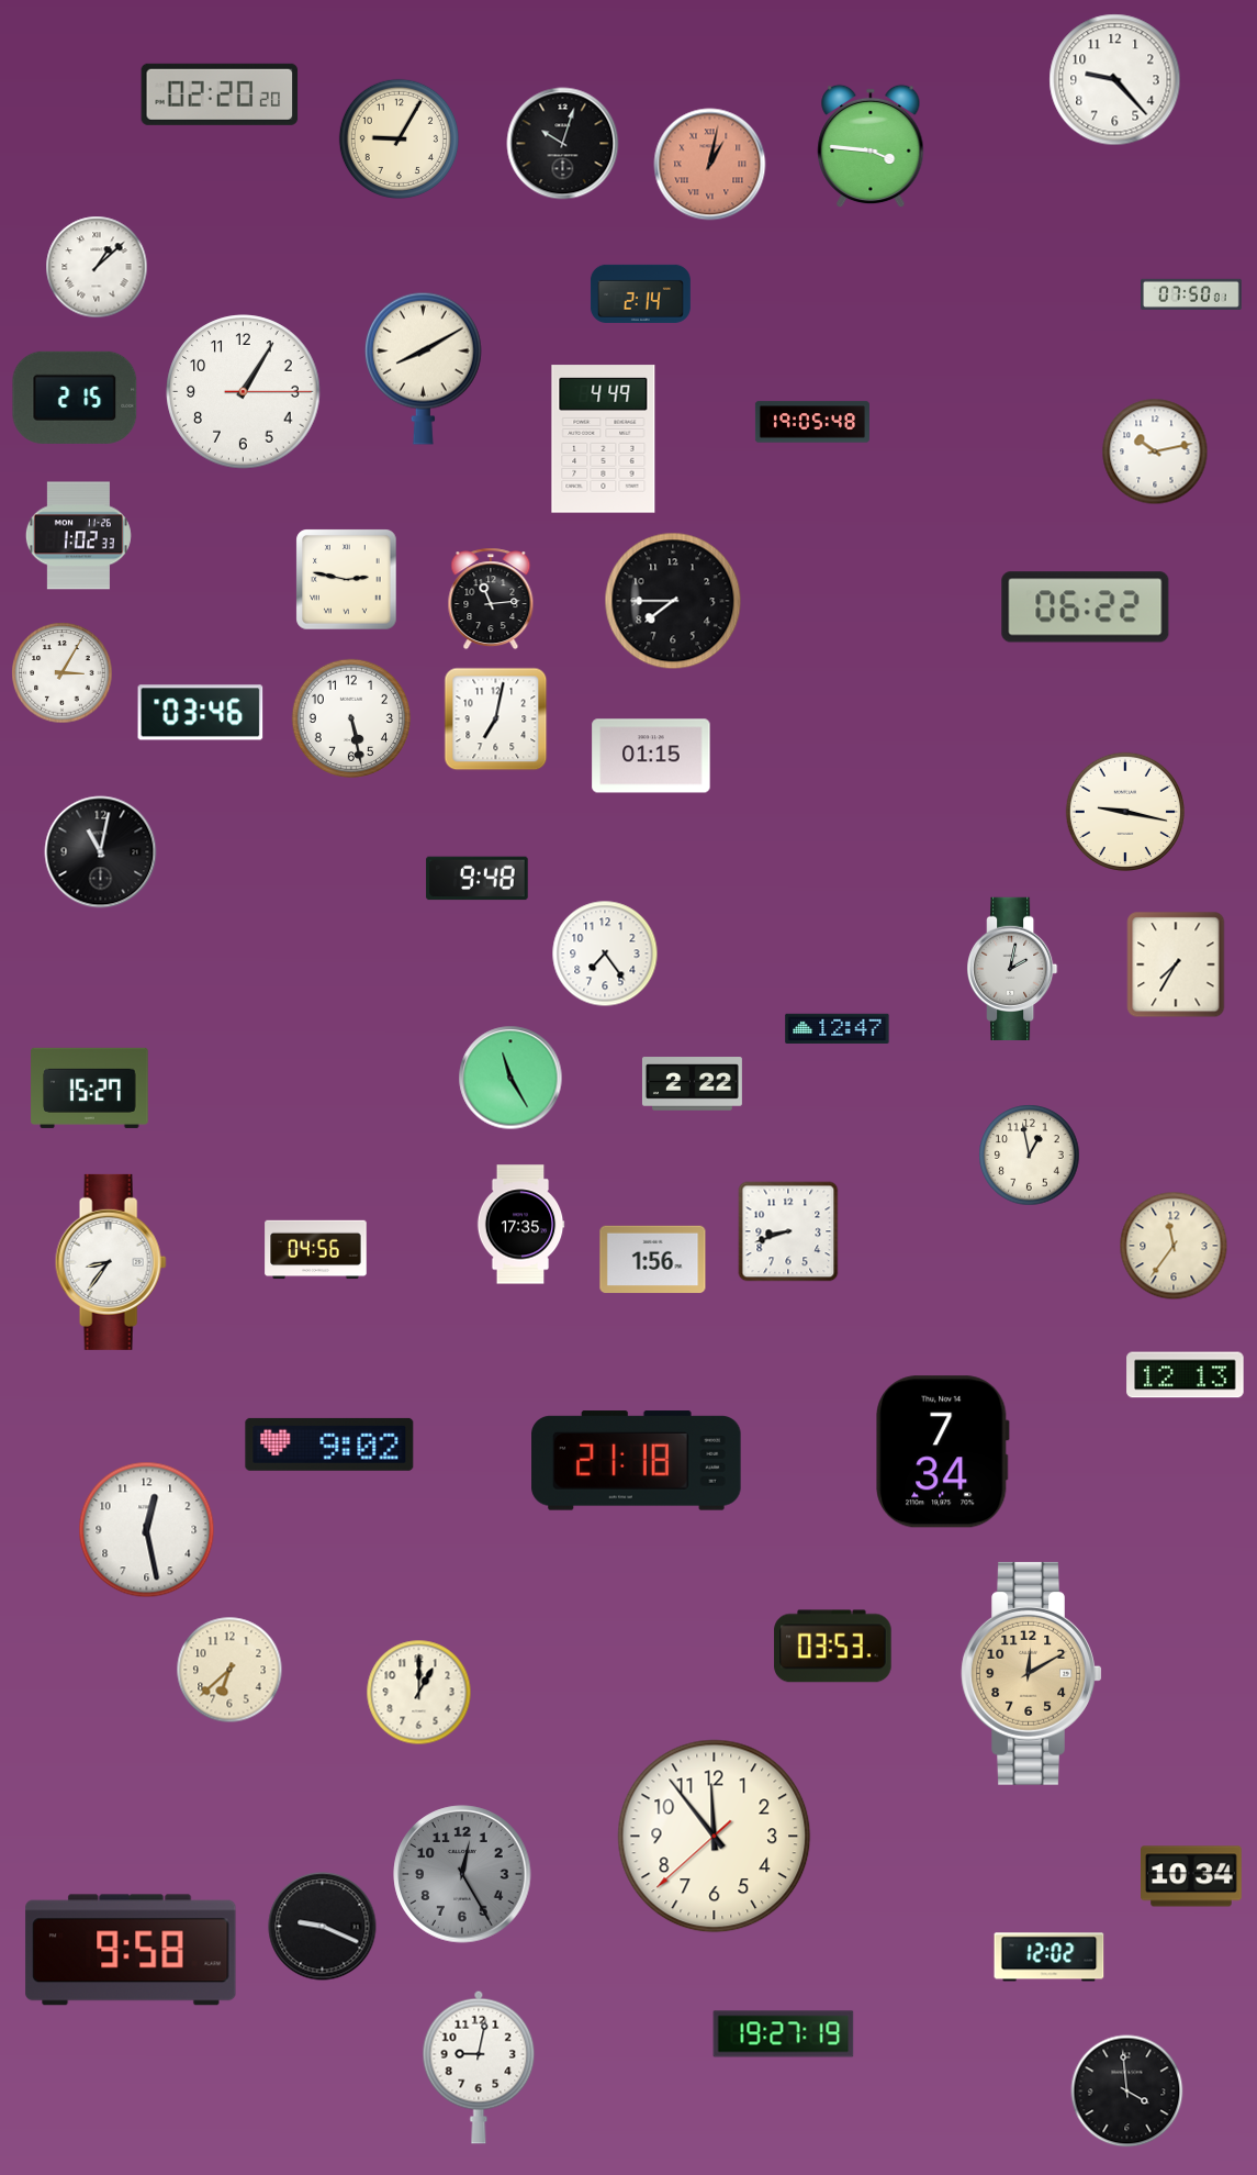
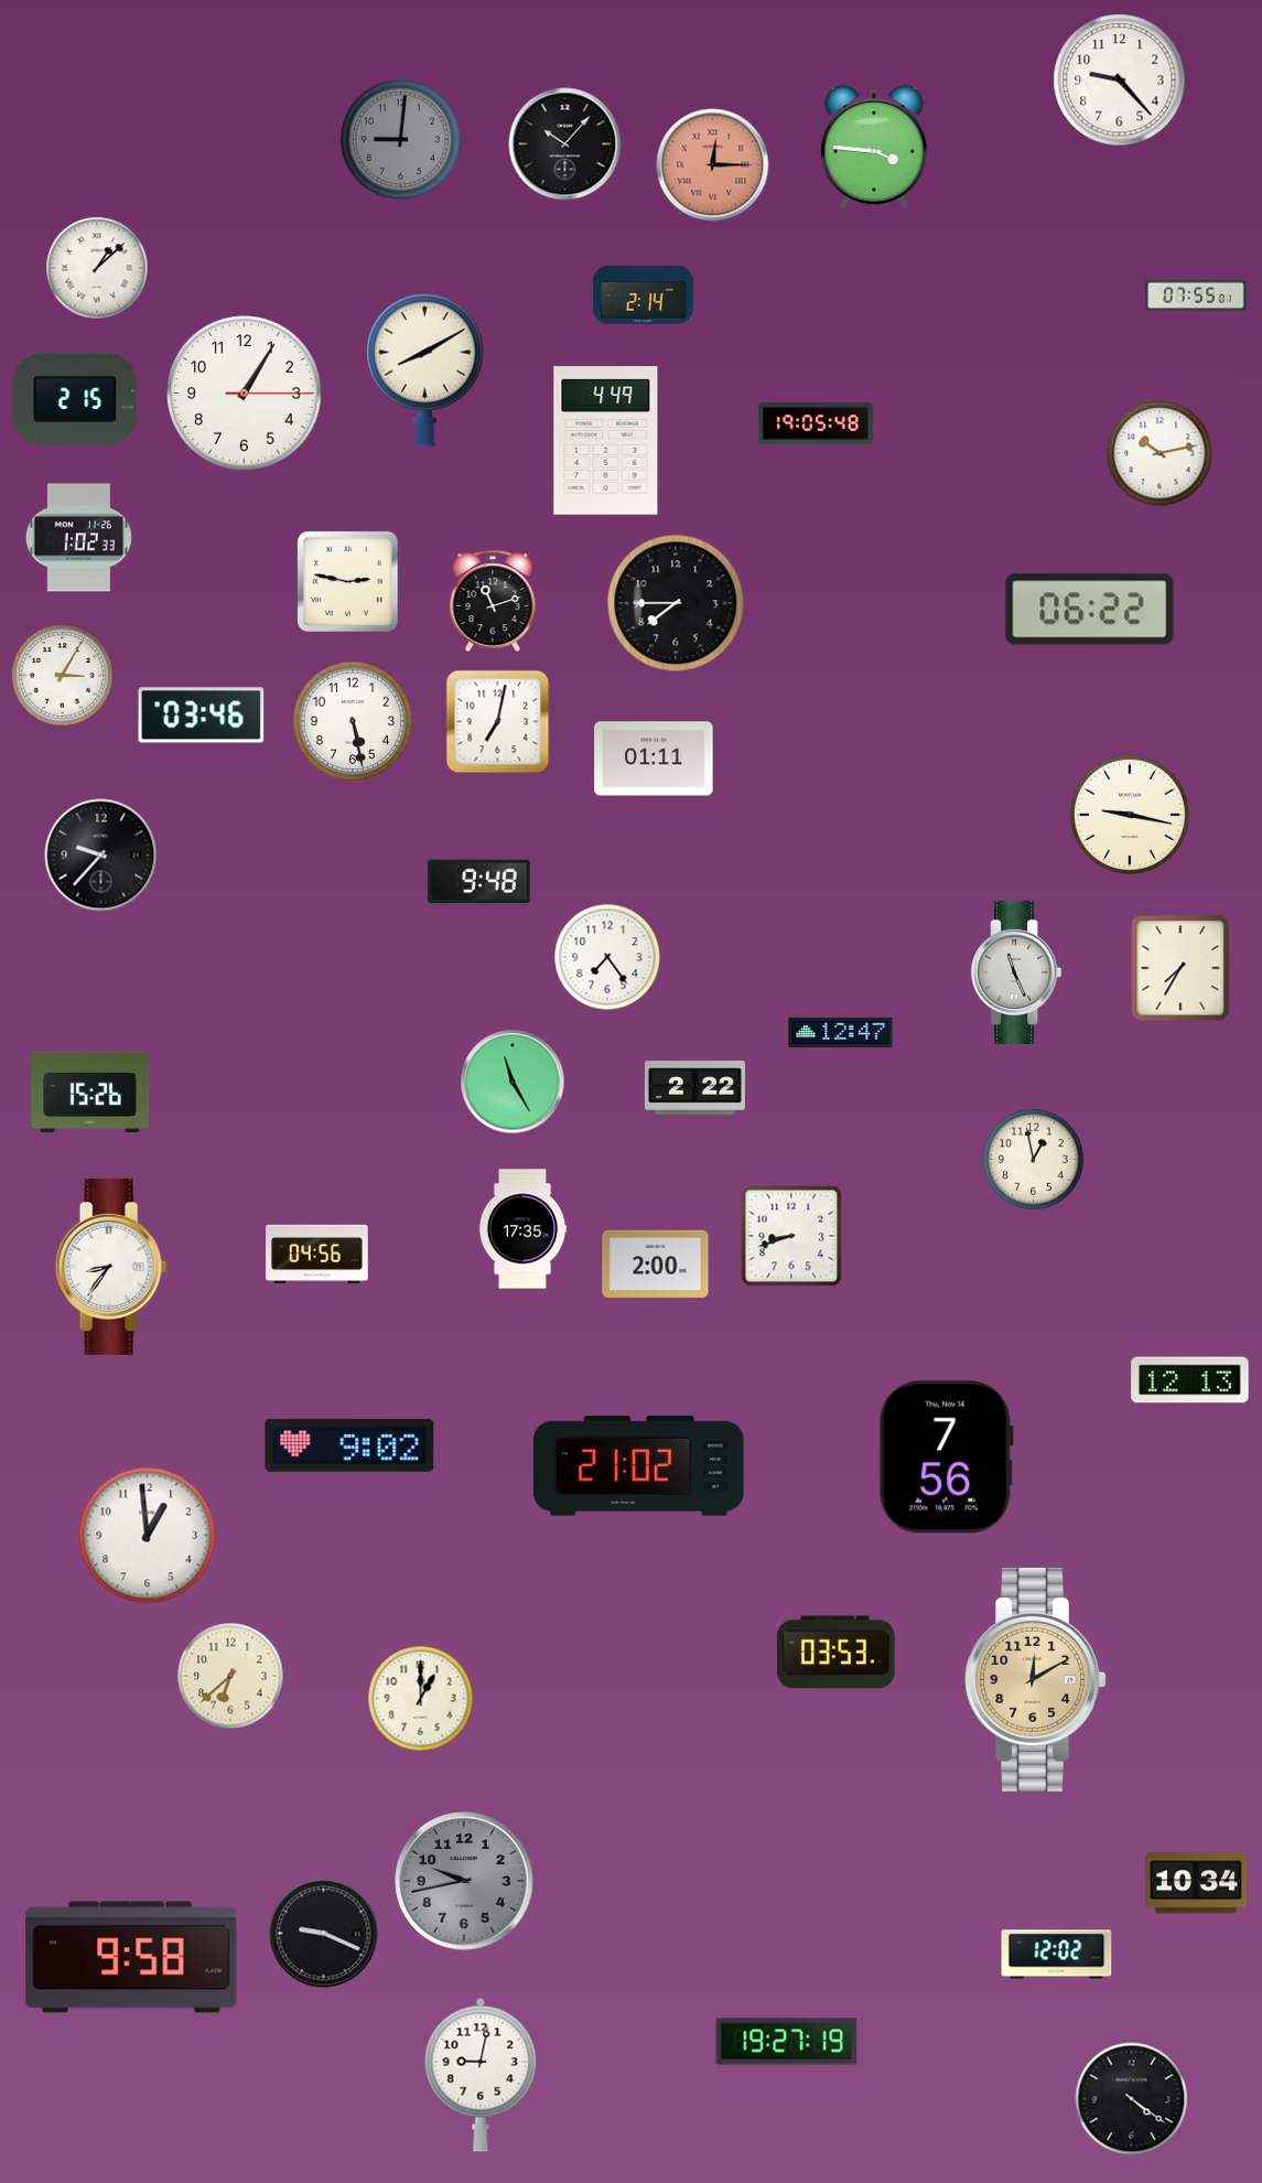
clock at (220, 94): 02:20 -> none
clock at (399, 138): 9:05 -> 9:01
clock at (399, 138) dial: cream -> grey
clock at (563, 144): 10:03 -> 10:07
clock at (710, 165): 1:02 -> 12:15
clock at (1192, 294): 07:50 -> 07:55
clock at (491, 599): 11:14 -> 11:12
clock at (651, 756): 01:15 -> 01:11
clock at (101, 852): 11:02 -> 9:37
clock at (1012, 968): 2:02 -> 11:26
clock at (90, 1087): 15:27 -> 15:26
clock at (1174, 1246): 11:36 -> none
clock at (653, 1260): 1:56 -> 2:00
clock at (329, 1445) position: (329, 1445) -> (349, 1445)
clock at (943, 1452): 7:34 -> 7:56
clock at (637, 1461): 21:18 -> 21:02
clock at (147, 1530): 12:28 -> 12:59
clock at (715, 1837): 11:53 -> none
clock at (462, 1874): 12:25 -> 9:43
clock at (1050, 1957) position: (1050, 1957) -> (1057, 1955)
clock at (1127, 2092): 3:59 -> 4:21
